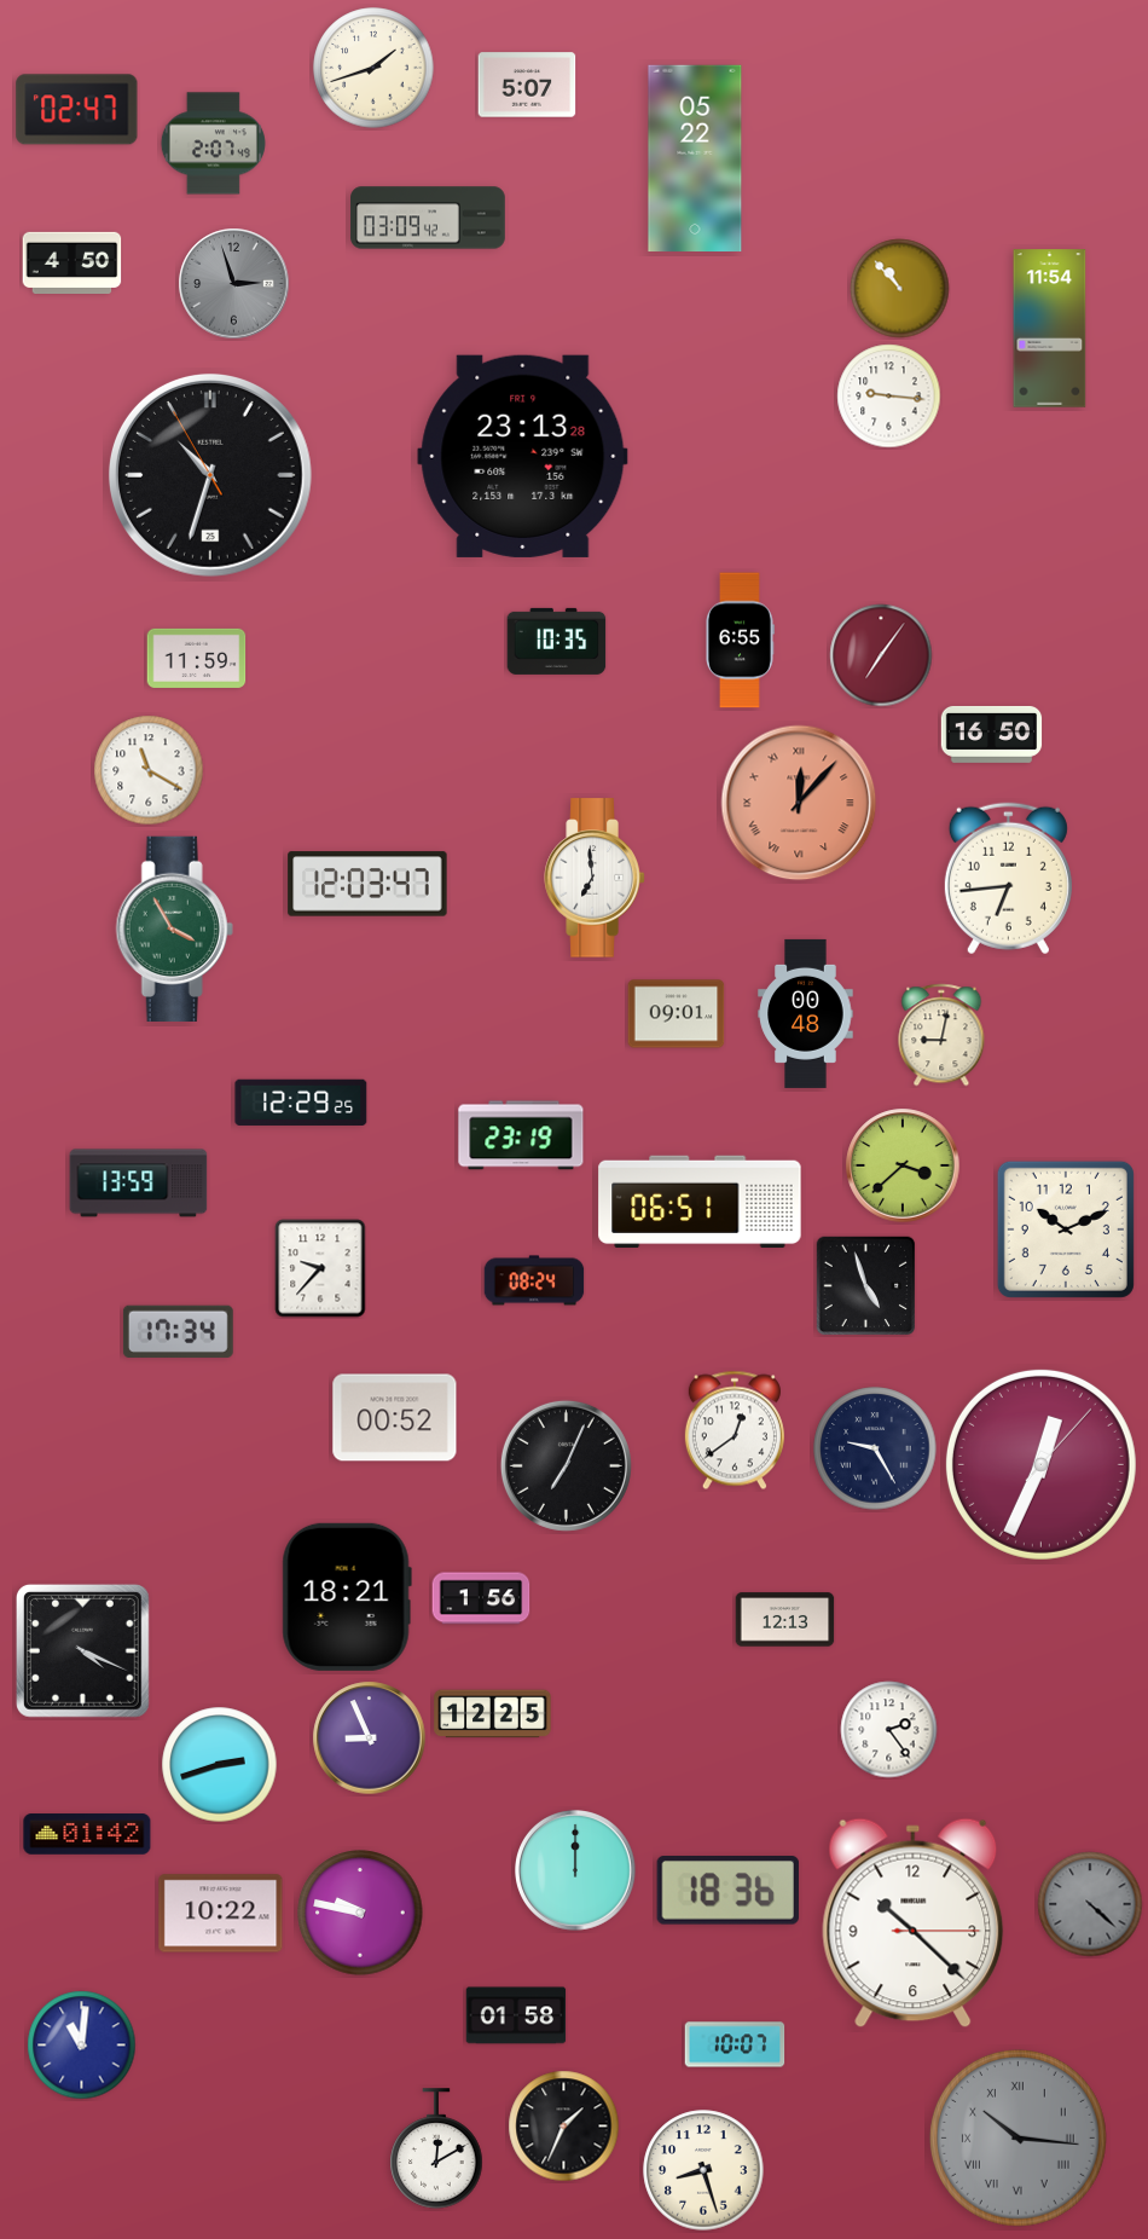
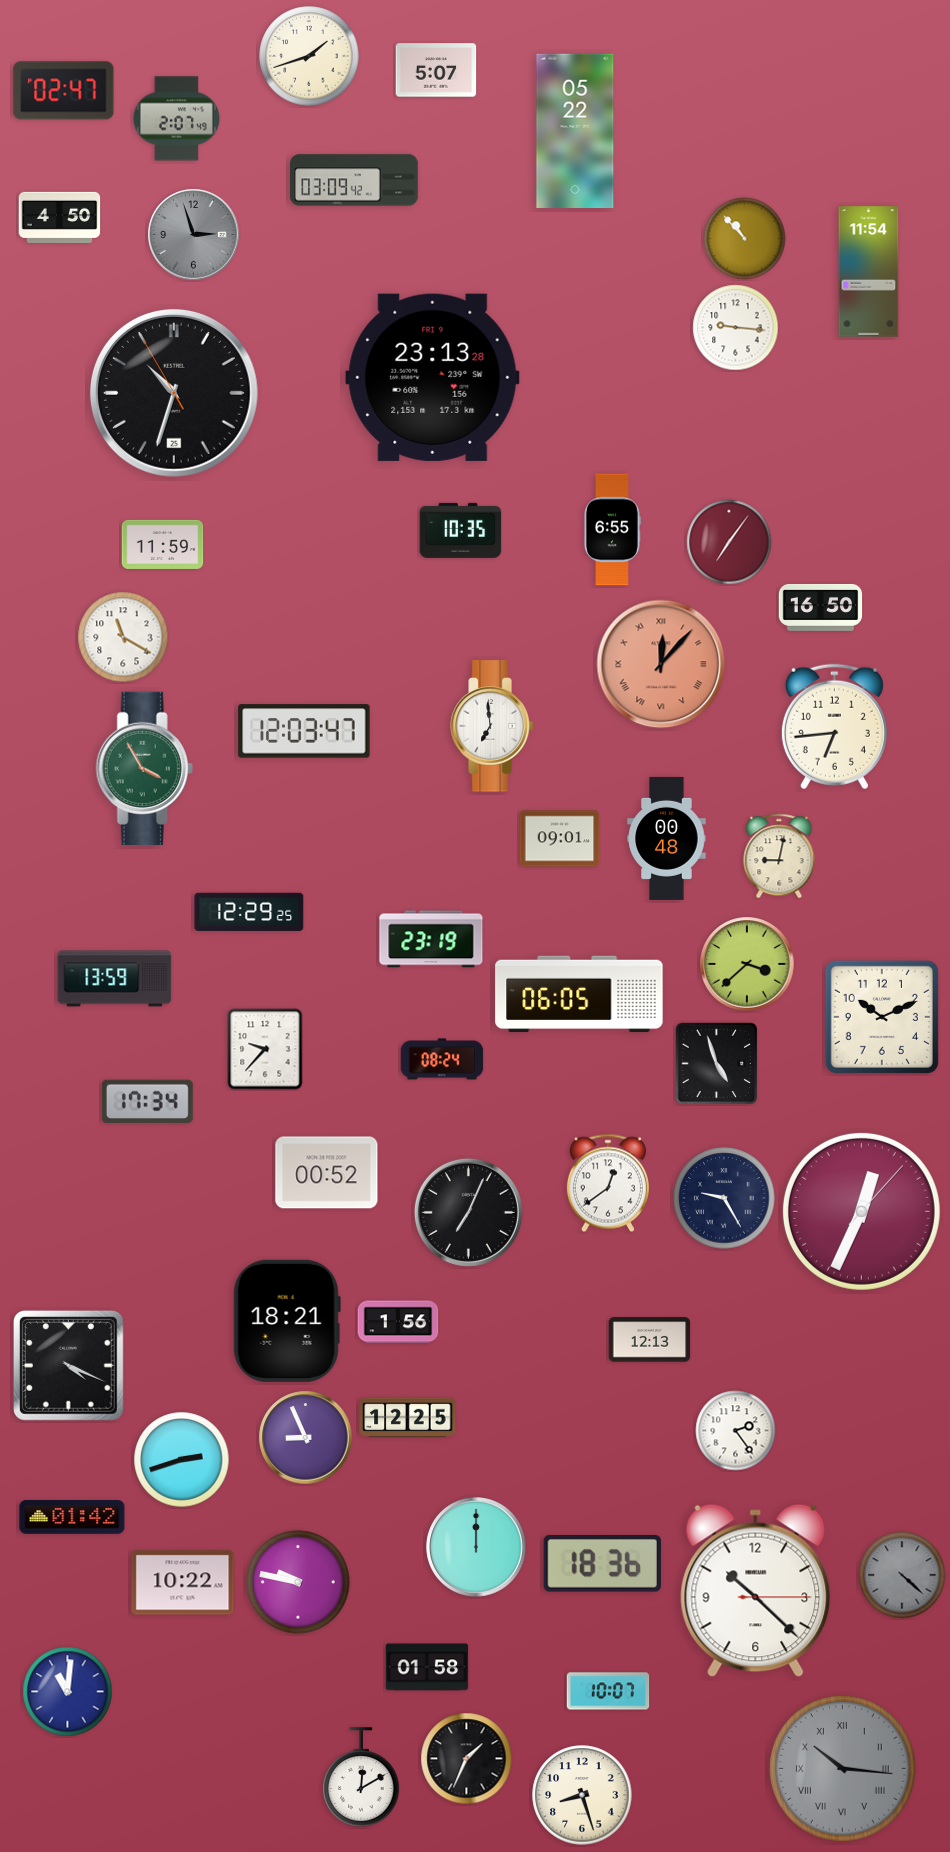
clock at (700, 1202): 06:51 -> 06:05
